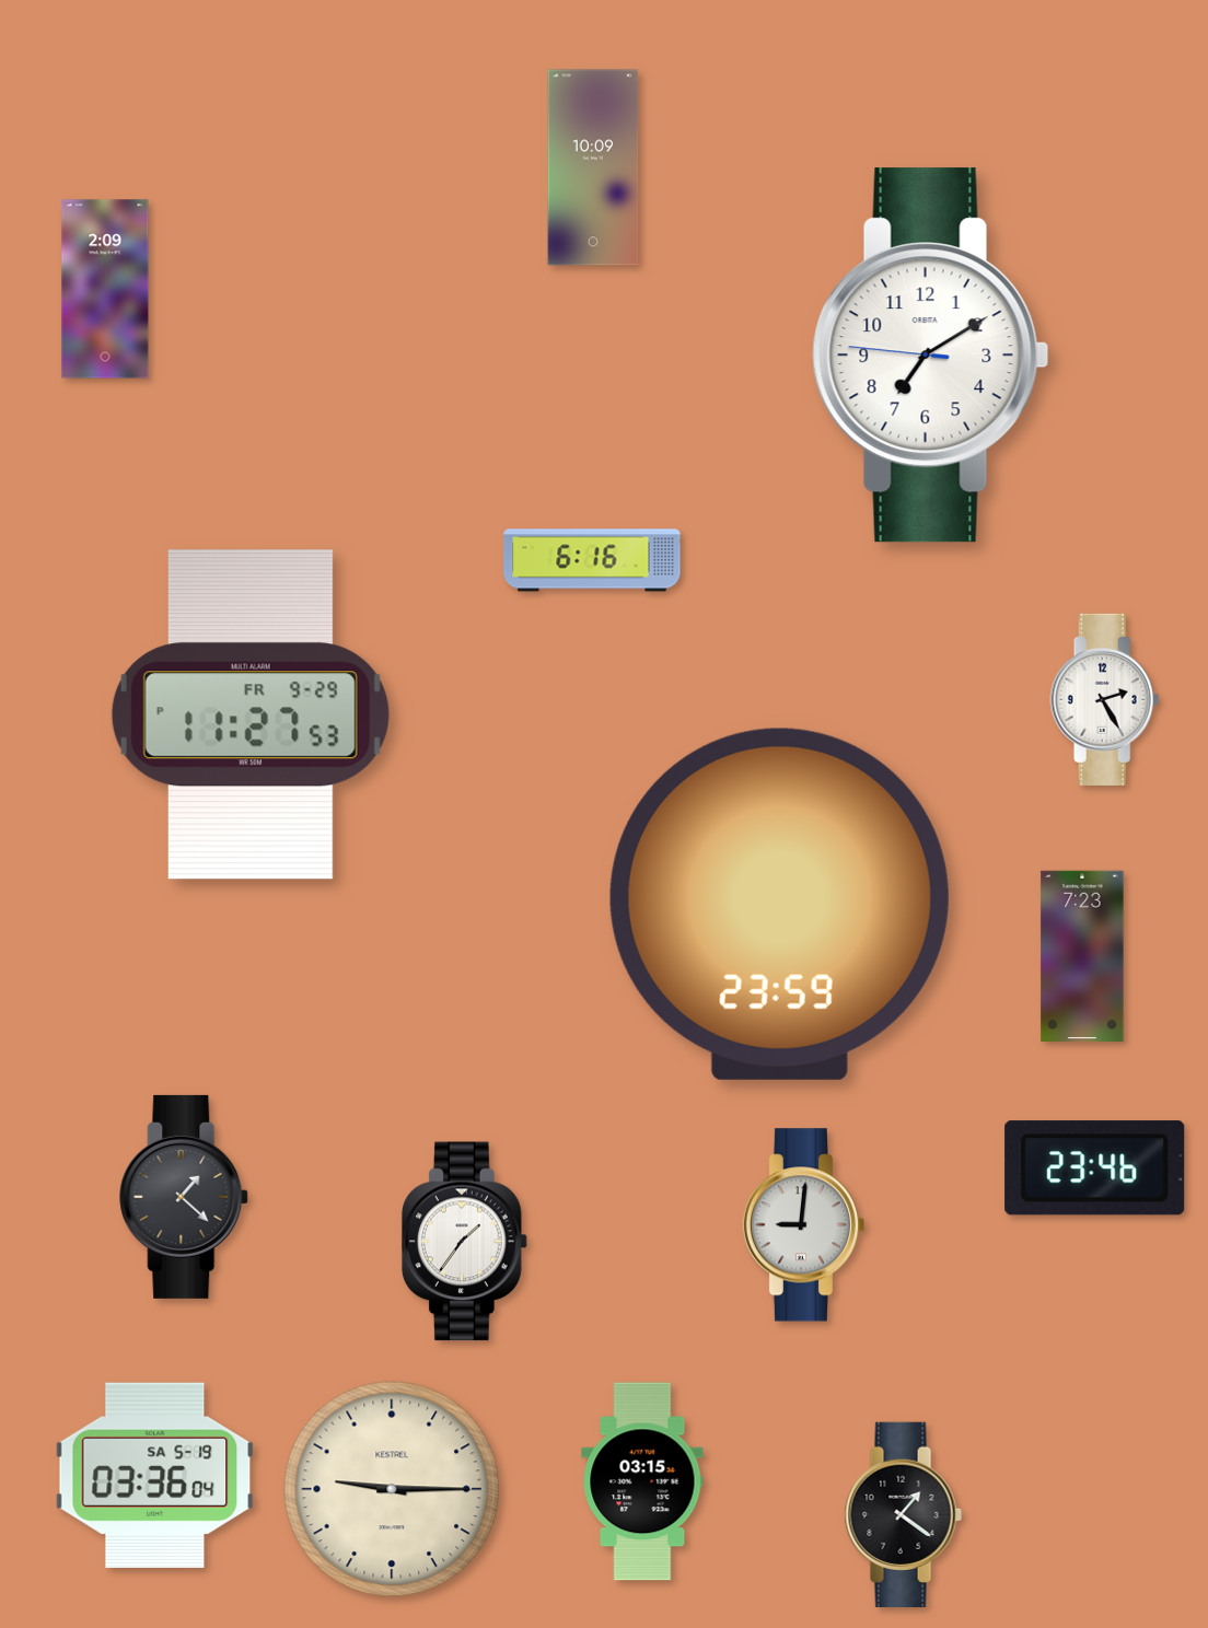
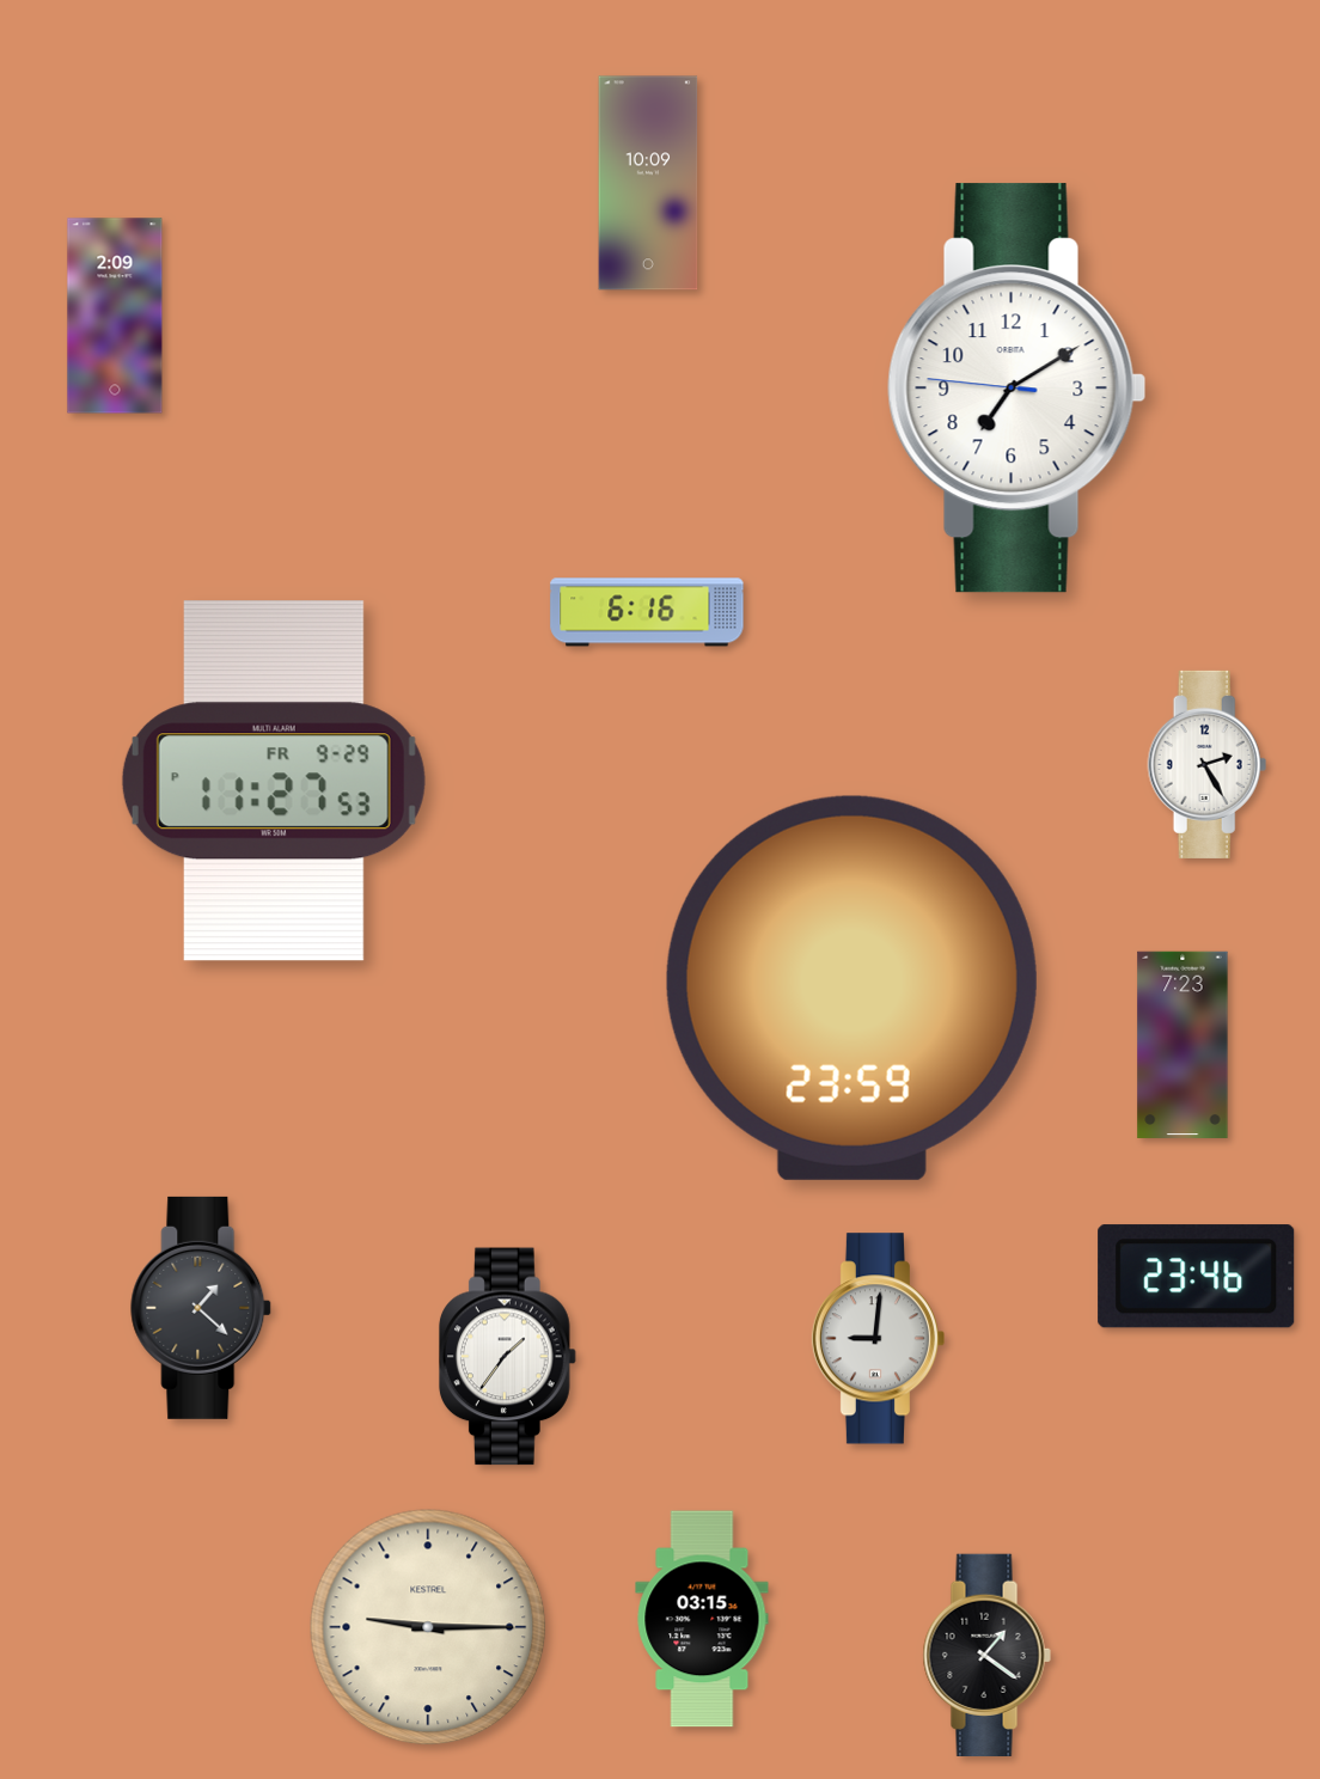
clock at (155, 1475): 03:36 -> none
